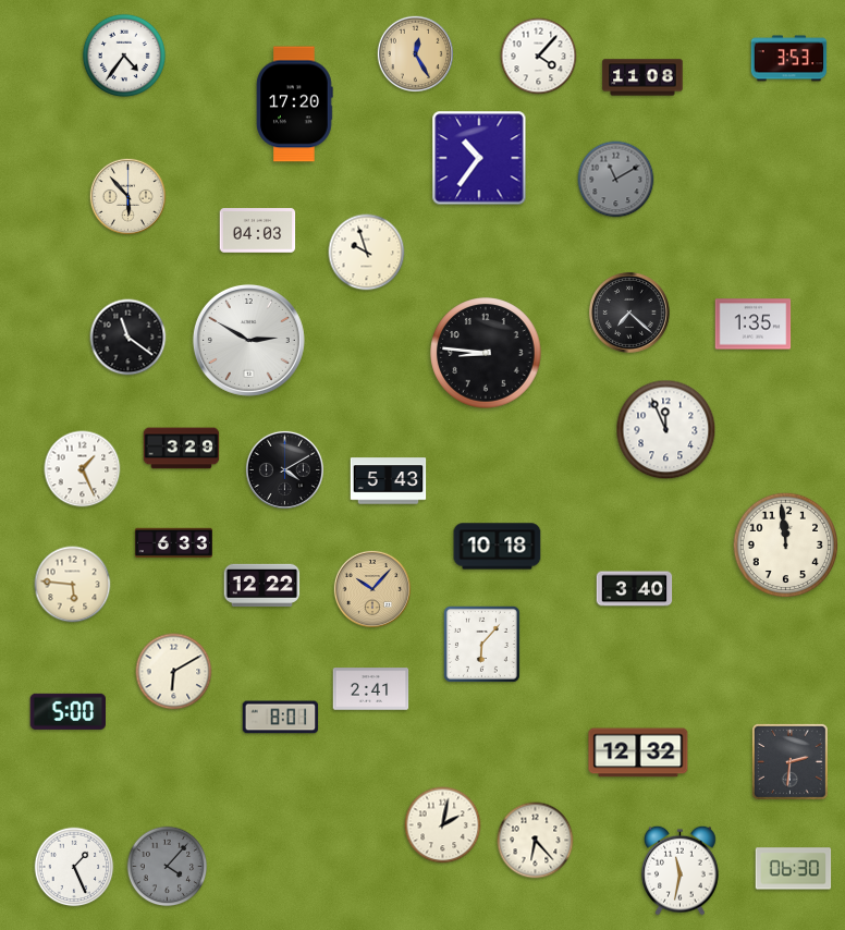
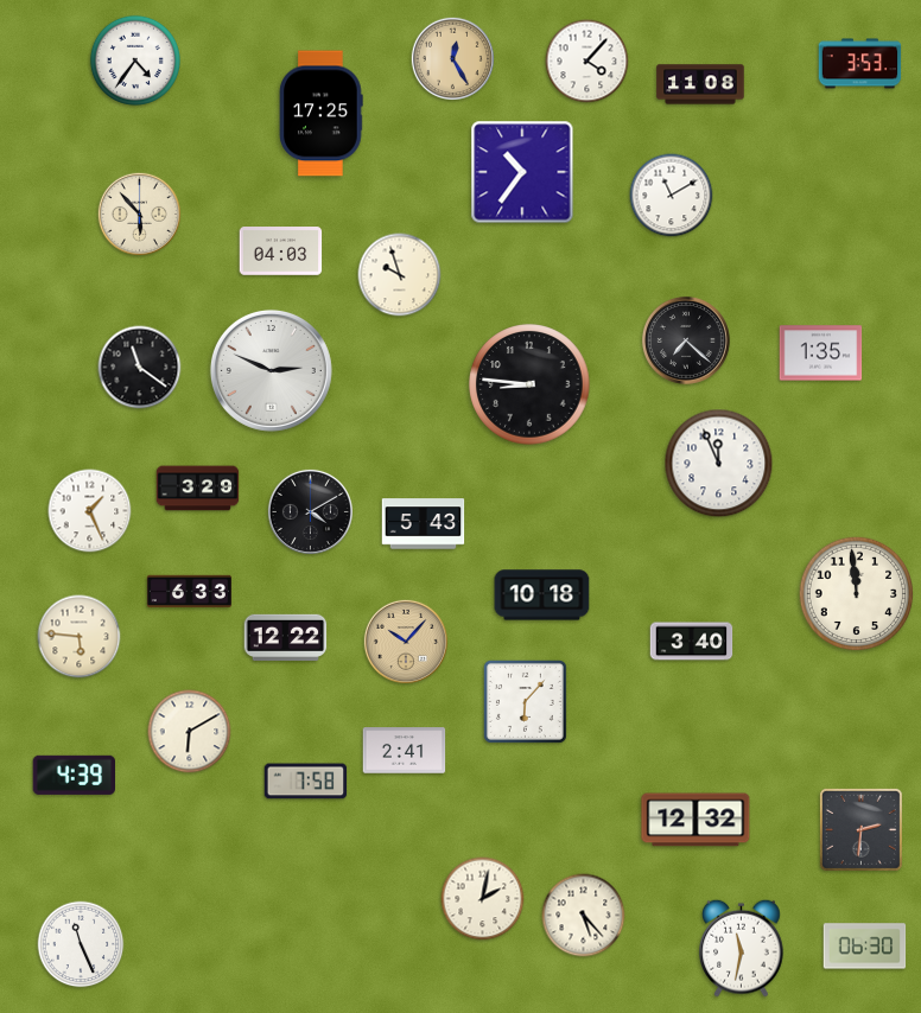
clock at (295, 105): 17:20 -> 17:25
clock at (616, 180) dial: grey -> white
clock at (248, 340): 2:50 -> 2:49
clock at (666, 430) position: (666, 430) -> (719, 464)
clock at (69, 711): 5:00 -> 4:39
clock at (281, 718): 8:01 -> 7:58
clock at (536, 841): 6:23 -> 5:23
clock at (74, 867): 1:26 -> 11:26
clock at (168, 867): 4:07 -> none
